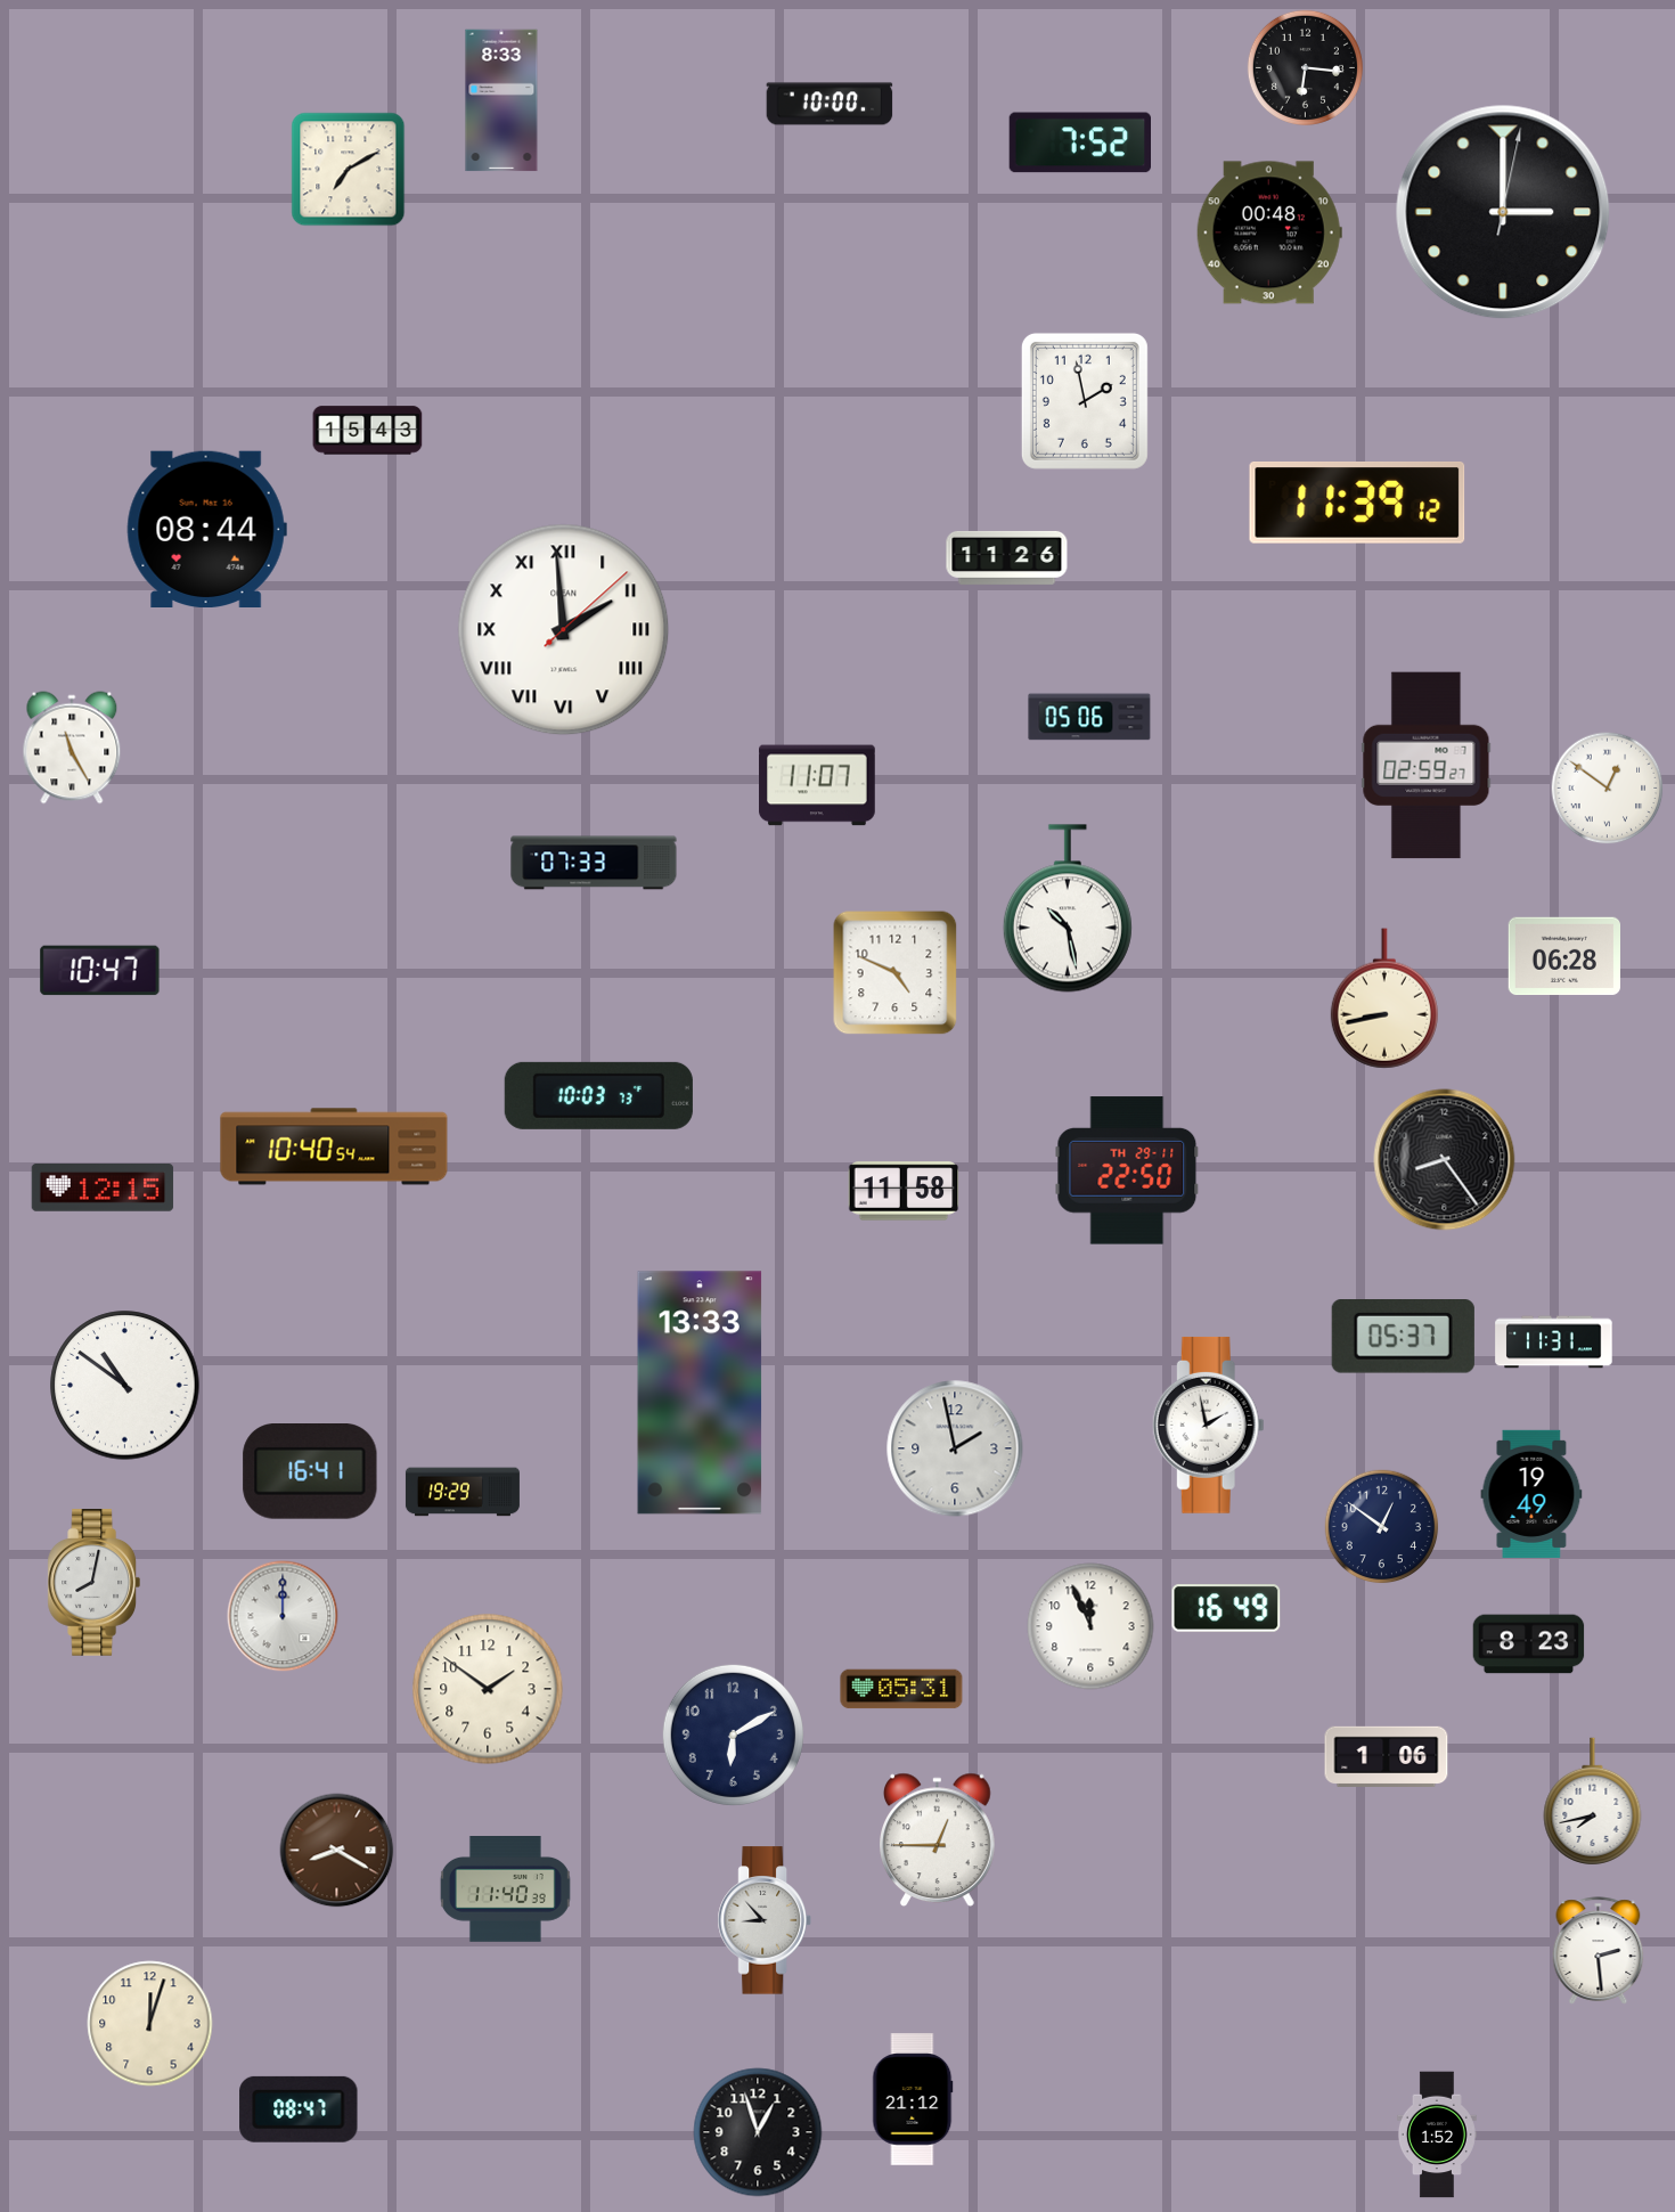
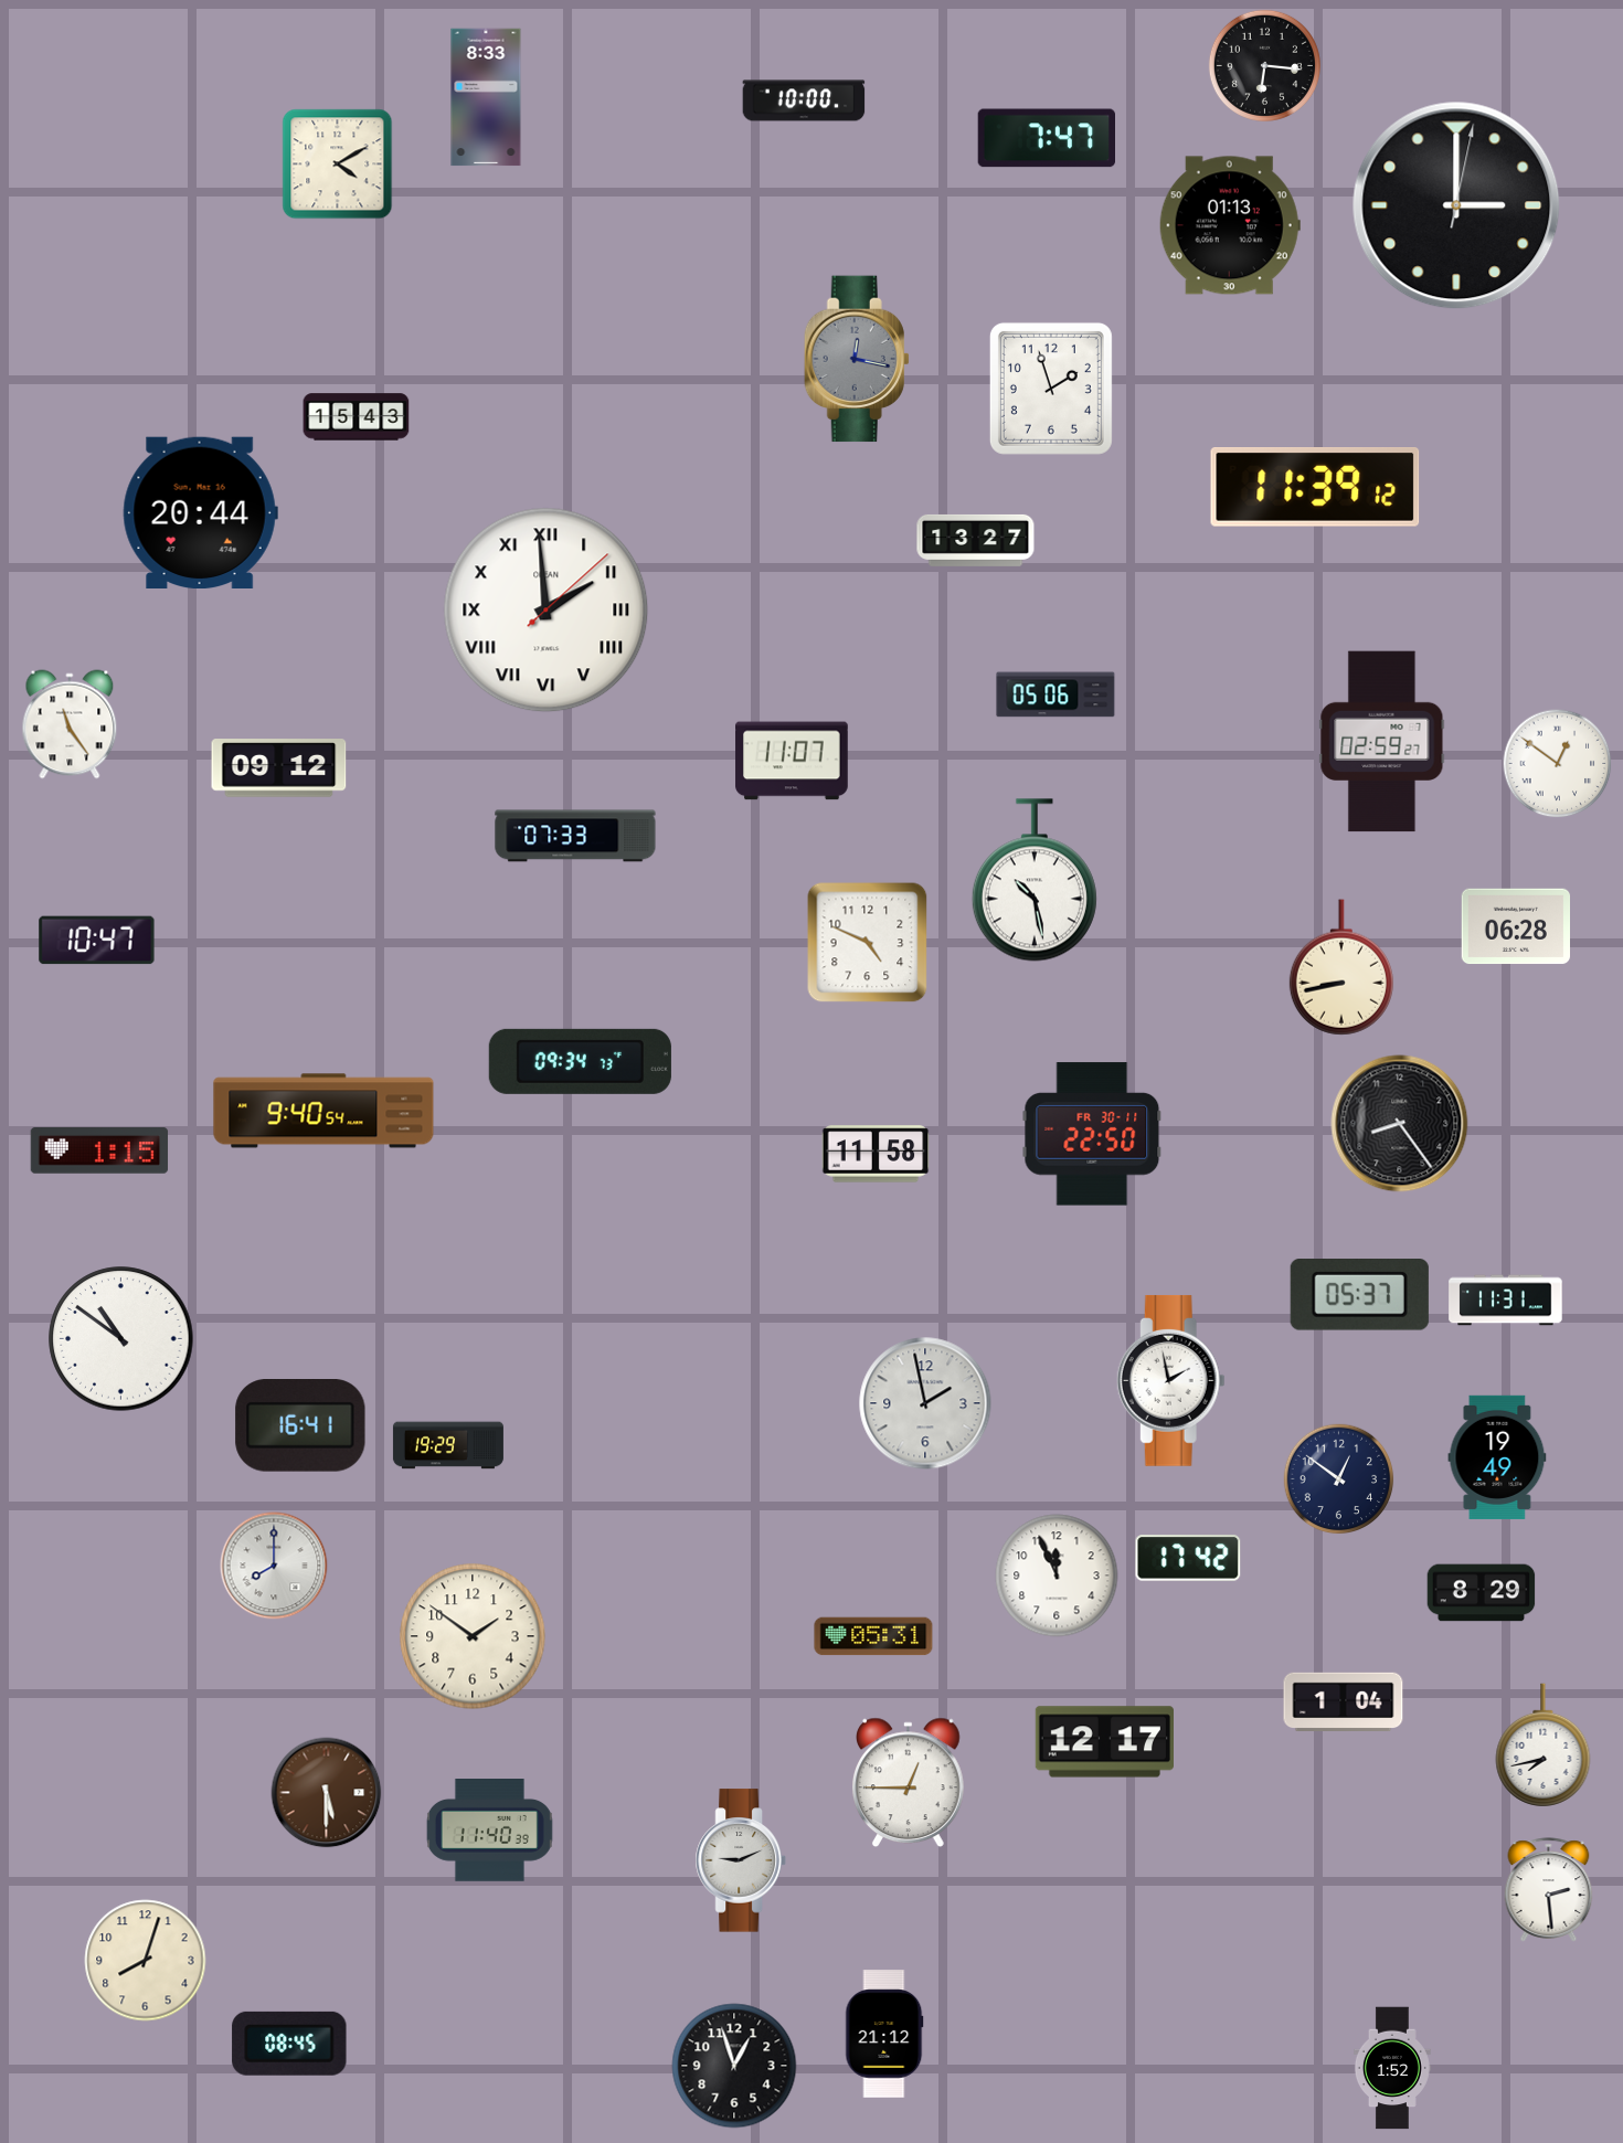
clock at (1079, 142): 7:52 -> 7:47
clock at (349, 170): 7:10 -> 4:10
clock at (1269, 232): 00:48 -> 01:13
clock at (857, 359): none -> 12:17
clock at (1085, 401): 1:58 -> 1:57
clock at (206, 529): 08:44 -> 20:44
clock at (1007, 557): 11:26 -> 13:27
clock at (72, 748): 11:25 -> 11:24
clock at (279, 768): none -> 09:12
clock at (598, 1095): 10:03 -> 09:34
clock at (334, 1146): 10:40 -> 9:40
clock at (1127, 1170) date: TH 29-11 -> FR 30-11
clock at (103, 1187): 12:15 -> 1:15
clock at (125, 1386) position: (125, 1386) -> (121, 1339)
clock at (700, 1393): 13:33 -> none
clock at (1531, 1494) position: (1531, 1494) -> (1497, 1457)
clock at (93, 1583): 8:02 -> none
clock at (1226, 1608): 16:49 -> 17:42
clock at (283, 1616): 12:00 -> 8:00
clock at (1529, 1644): 8:23 -> 8:29
clock at (733, 1734): 6:10 -> none
clock at (1387, 1757): 1:06 -> 1:04
clock at (1104, 1742): none -> 12:17
clock at (337, 1851): 8:20 -> 5:30
clock at (765, 1920): 8:53 -> 9:11
clock at (150, 2024): 12:03 -> 8:03
clock at (299, 2109): 08:47 -> 08:45
